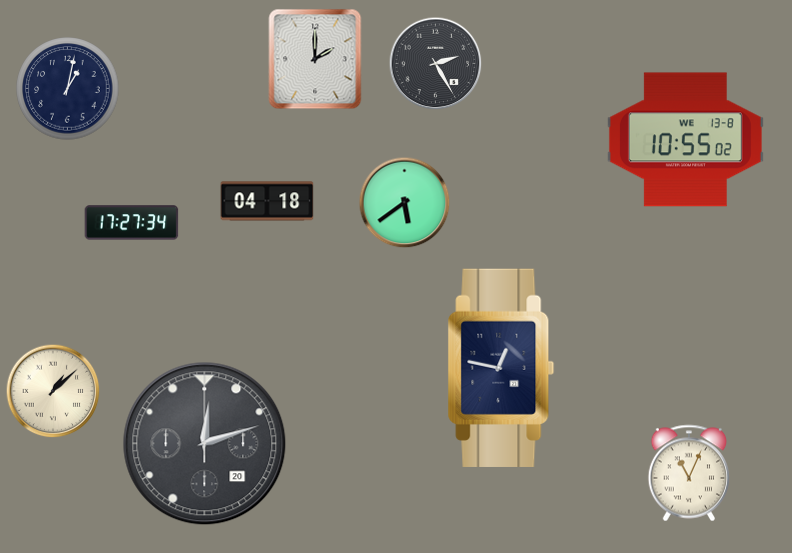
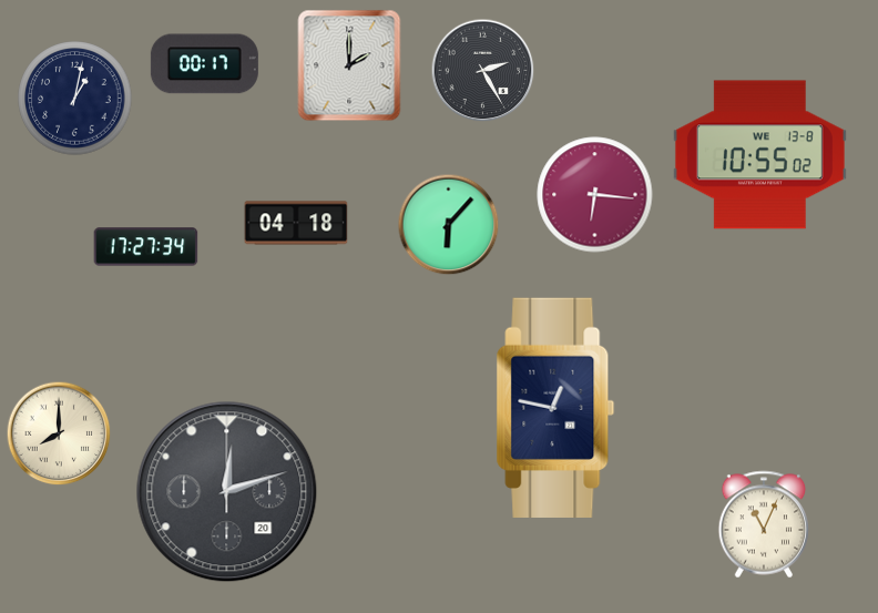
clock at (204, 64): none -> 00:17
clock at (595, 195): none -> 6:16
clock at (405, 203): 5:39 -> 6:07
clock at (53, 391): 1:08 -> 8:00
